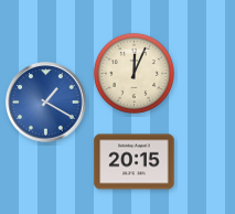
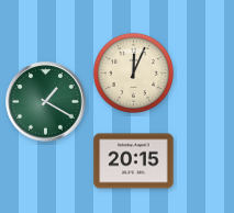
clock at (46, 103) dial: blue -> green
